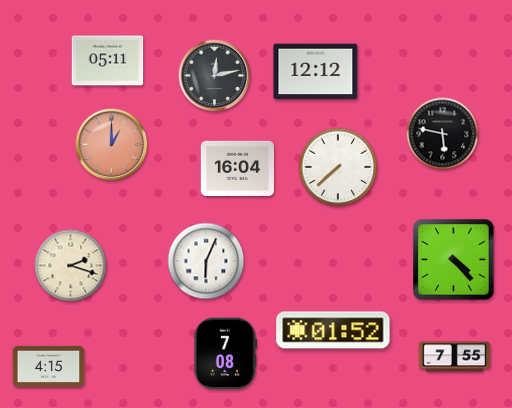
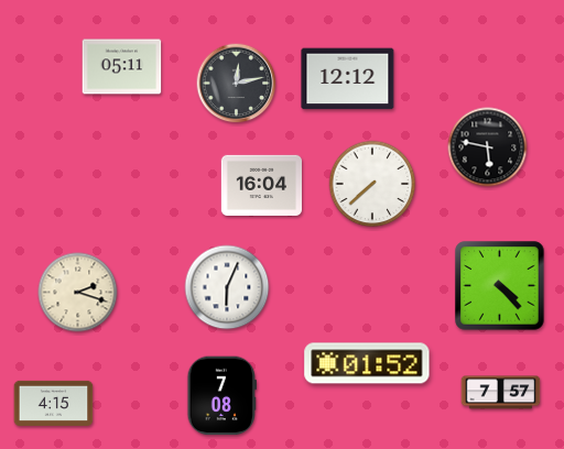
clock at (108, 61) position: (108, 61) -> (122, 67)
clock at (112, 145): 1:00 -> none
clock at (225, 354) position: (225, 354) -> (221, 396)
clock at (455, 357): 7:55 -> 7:57
